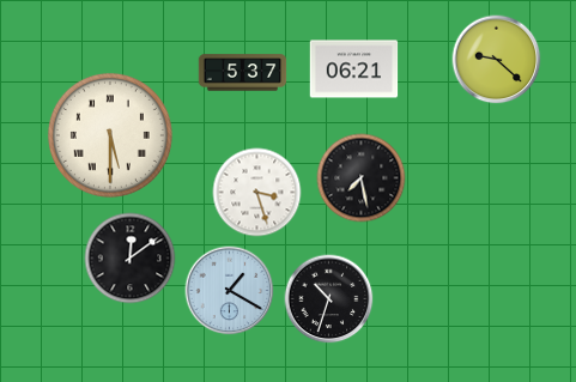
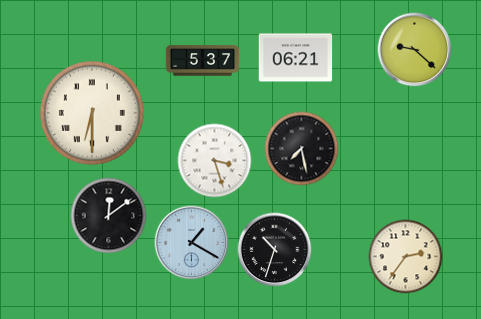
clock at (110, 135): 5:30 -> 6:30
clock at (406, 257): none -> 2:36
